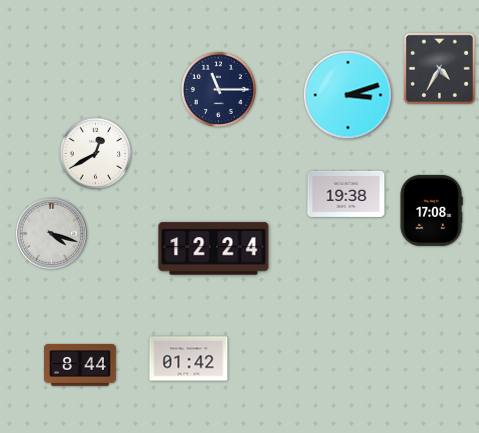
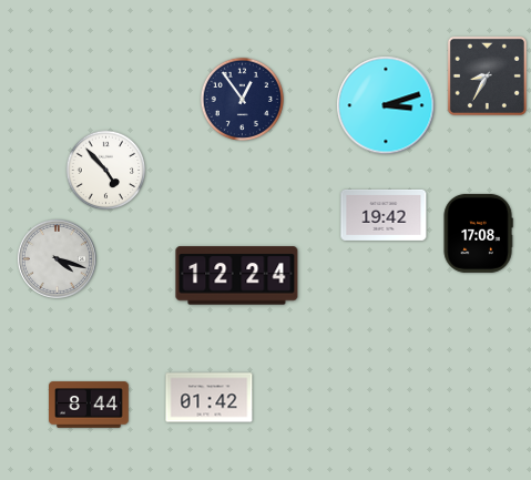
clock at (439, 68): 4:35 -> 8:35
clock at (218, 89): 11:15 -> 12:54
clock at (96, 154): 12:40 -> 4:53
clock at (346, 194): 19:38 -> 19:42
